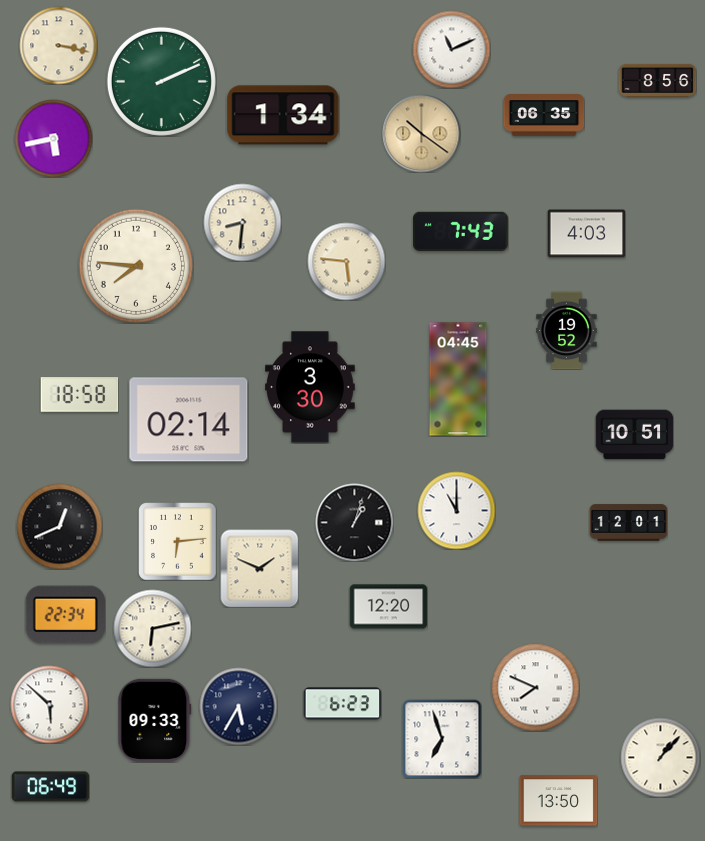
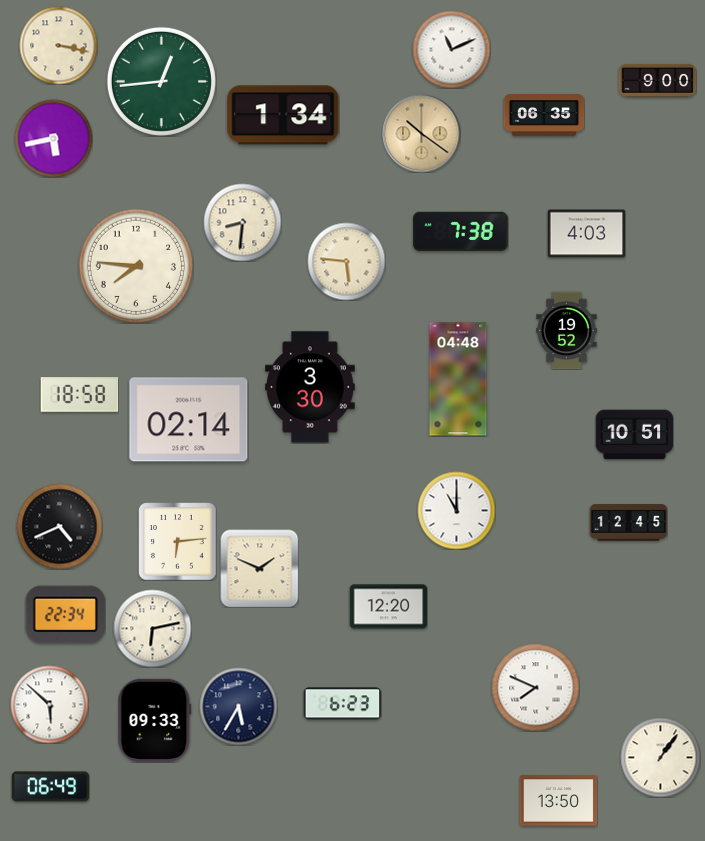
clock at (657, 80): 8:56 -> 9:00
clock at (161, 81): 2:11 -> 12:44
clock at (461, 231): 7:43 -> 7:38
clock at (458, 379): 04:45 -> 04:48
clock at (354, 522): 1:03 -> none
clock at (628, 523): 12:01 -> 12:45
clock at (59, 526): 12:41 -> 4:41
clock at (442, 739): 6:57 -> none
clock at (660, 757): 1:07 -> 1:06
